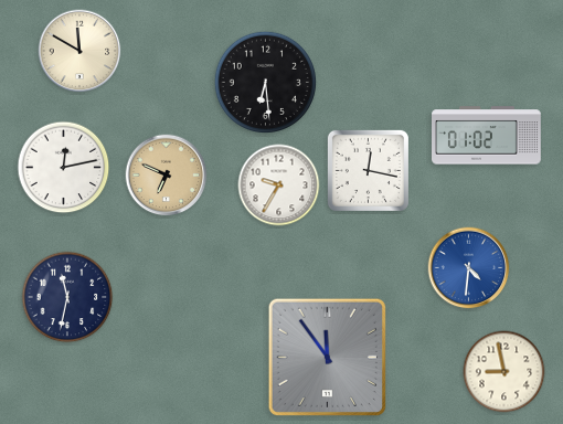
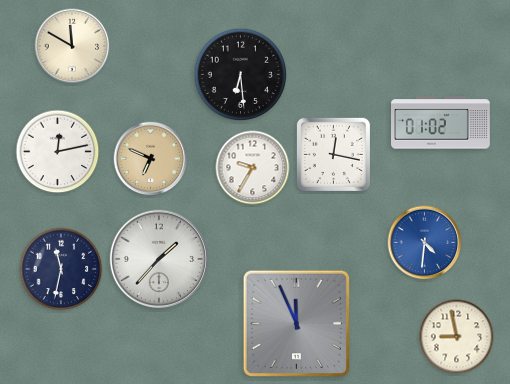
clock at (158, 259): none -> 1:37
clock at (327, 357): 11:54 -> 11:56
